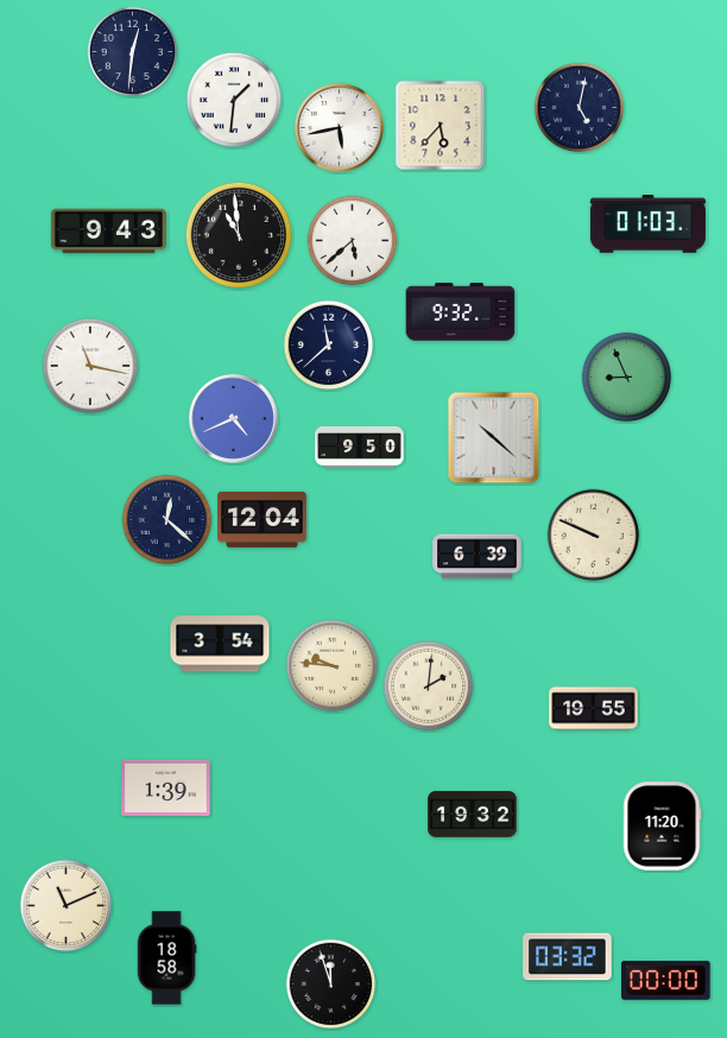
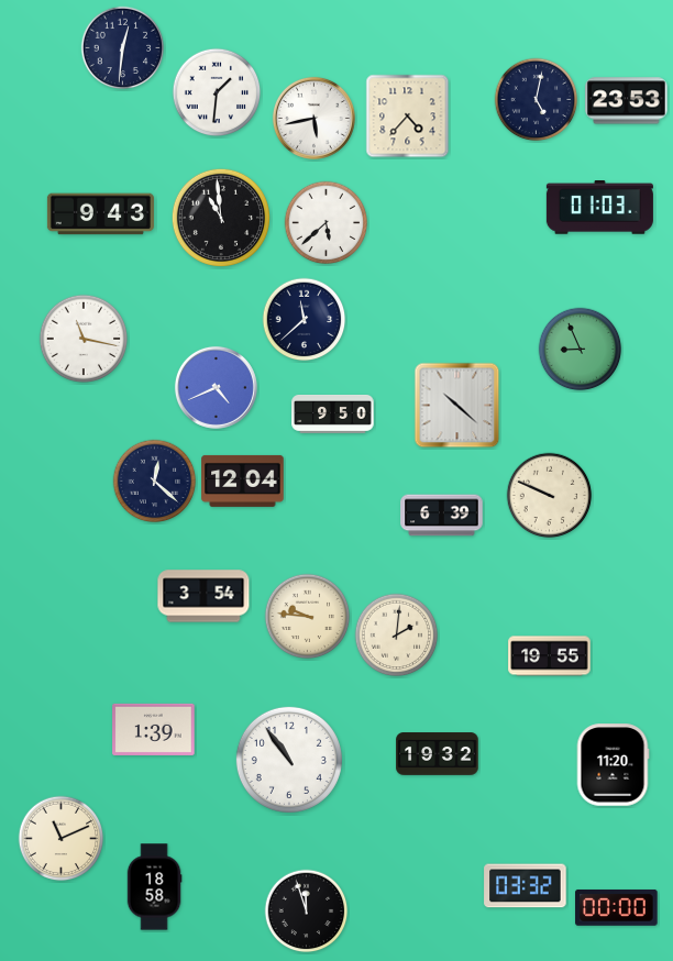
clock at (627, 101): none -> 23:53
clock at (441, 126): 5:37 -> 4:37
clock at (461, 312): 9:32 -> none
clock at (289, 760): none -> 10:54
